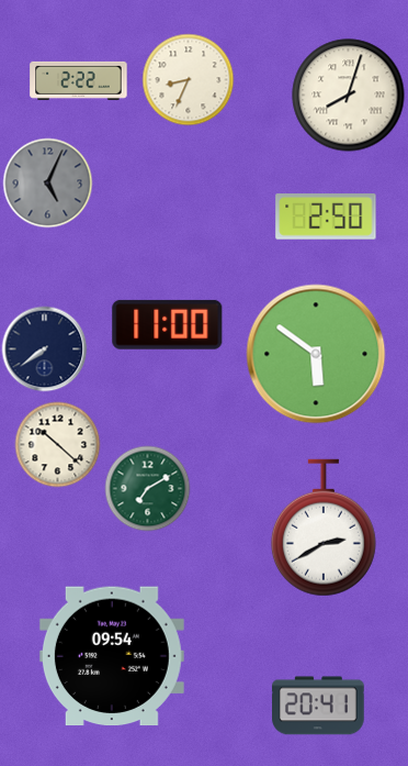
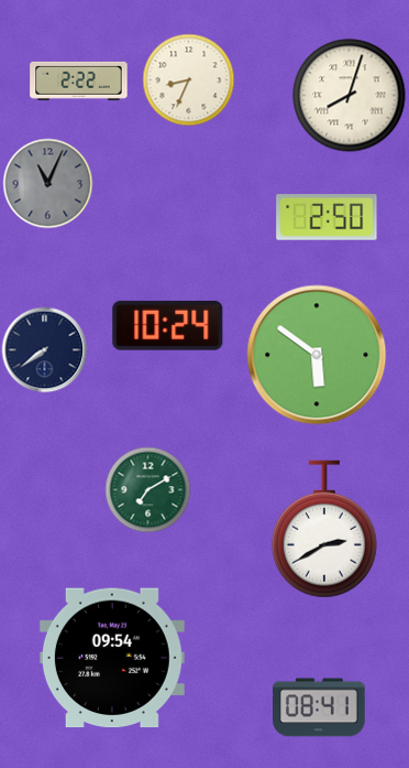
clock at (47, 182): 5:04 -> 11:04
clock at (168, 324): 11:00 -> 10:24
clock at (57, 444): 10:22 -> none
clock at (319, 706): 20:41 -> 08:41
